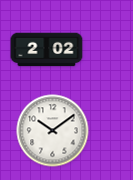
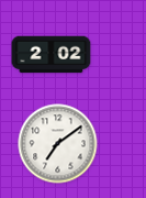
clock at (53, 131): 10:09 -> 7:09
